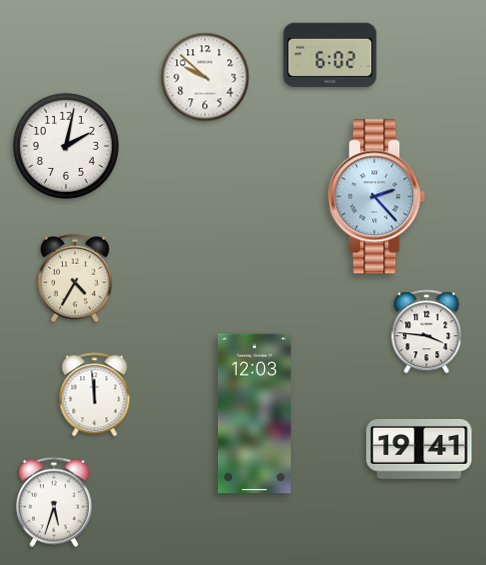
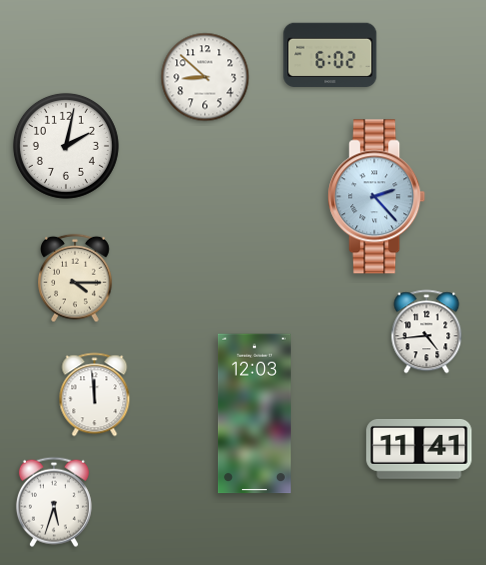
clock at (205, 77): 9:52 -> 8:52
clock at (76, 278): 4:35 -> 4:15
clock at (427, 332): 3:46 -> 4:44
clock at (419, 450): 19:41 -> 11:41
